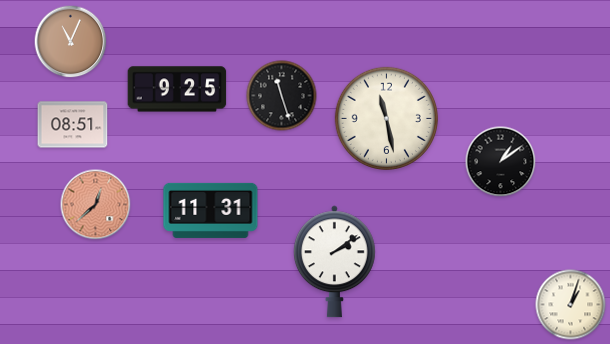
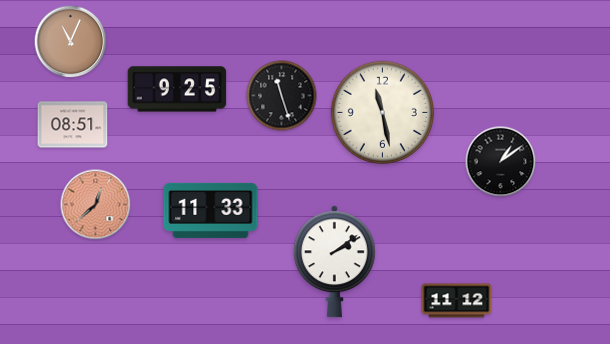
clock at (386, 118) position: (386, 118) -> (382, 112)
clock at (211, 210): 11:31 -> 11:33
clock at (457, 301): none -> 11:12
clock at (571, 305): 1:03 -> none
